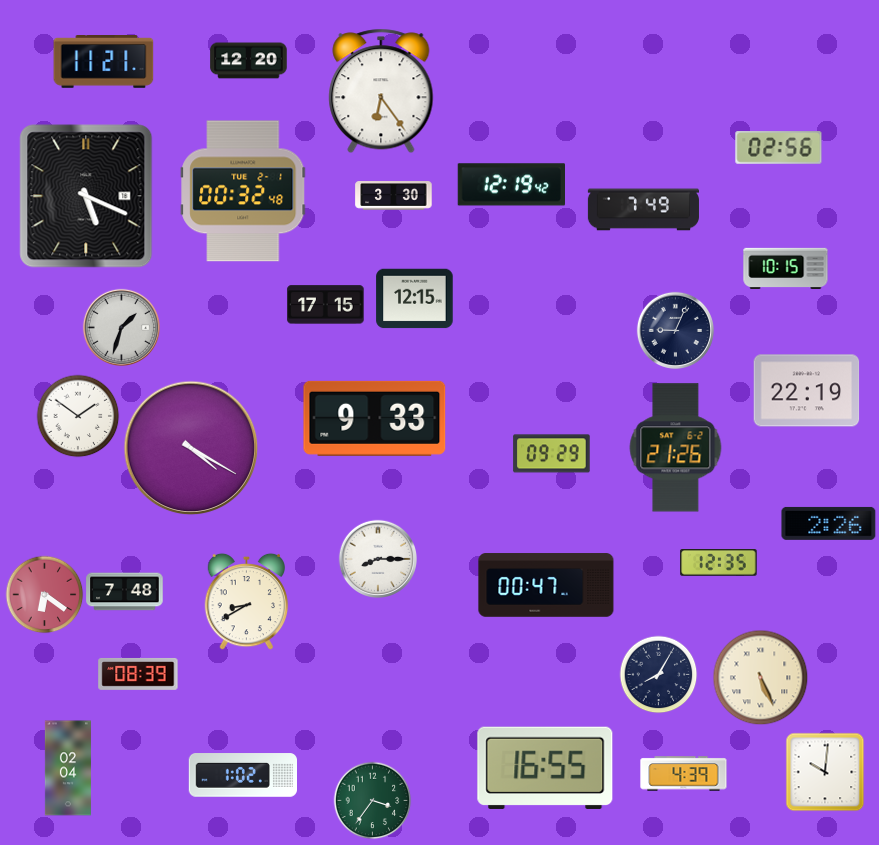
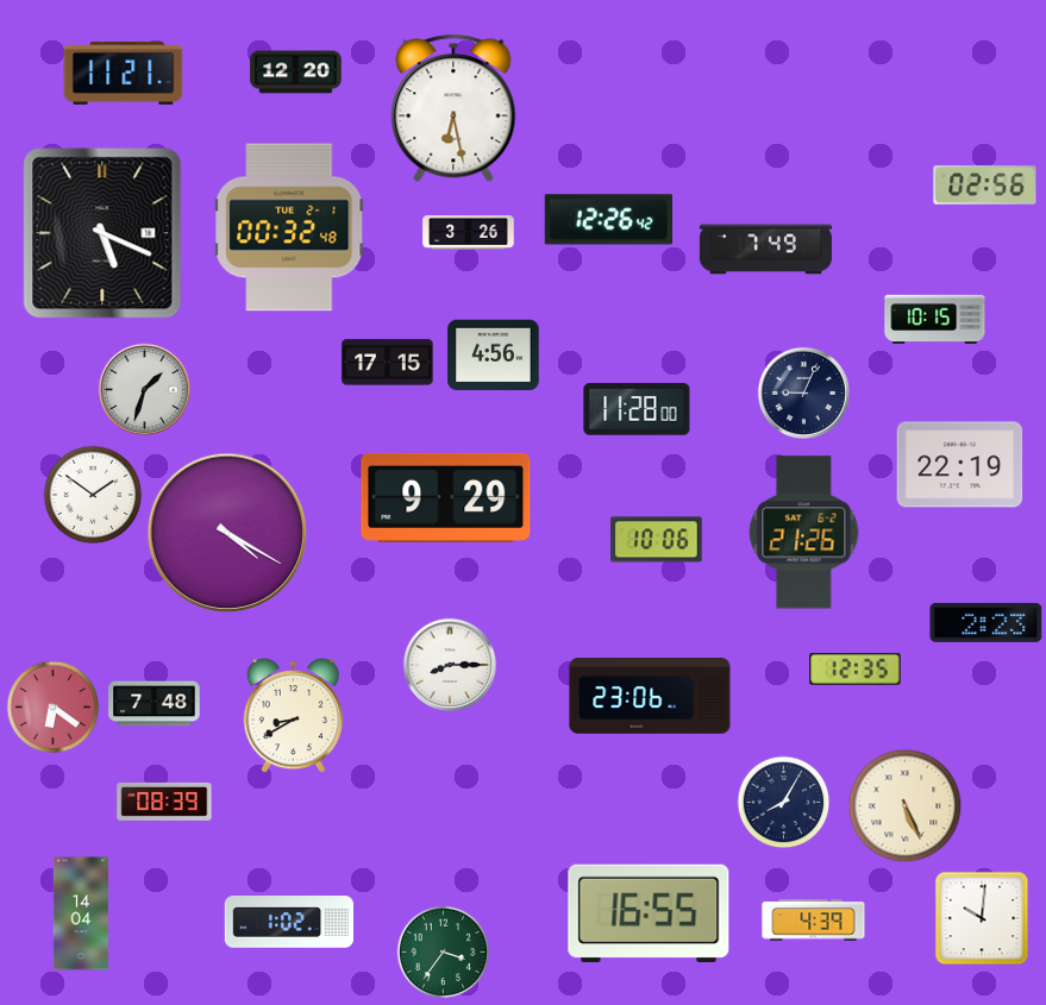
clock at (381, 91): 6:24 -> 6:28
clock at (779, 148) position: (779, 148) -> (985, 186)
clock at (511, 185): 12:19 -> 12:26
clock at (394, 196): 3:30 -> 3:26
clock at (415, 299): 12:15 -> 4:56
clock at (637, 409): none -> 11:28
clock at (375, 418): 9:33 -> 9:29
clock at (552, 454): 09:29 -> 10:06
clock at (829, 523): 2:26 -> 2:23
clock at (546, 585): 00:47 -> 23:06
clock at (125, 592) position: (125, 592) -> (155, 704)
clock at (68, 768): 02:04 -> 14:04
